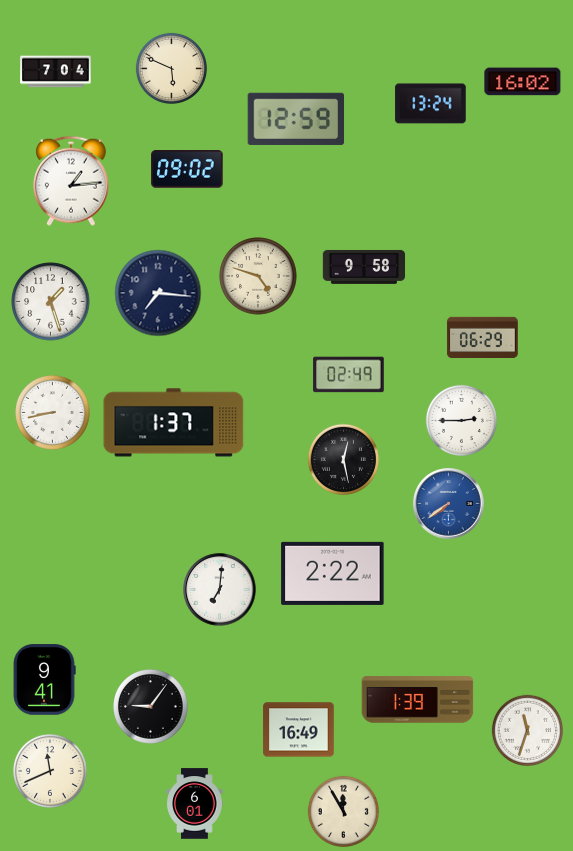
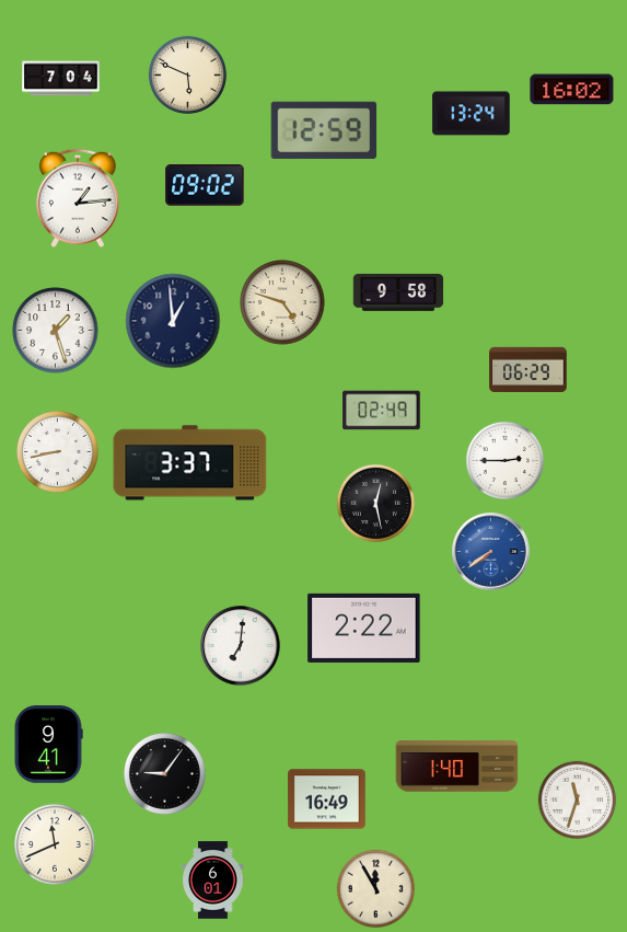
clock at (158, 293): 7:16 -> 12:59
clock at (174, 423): 1:37 -> 3:37
clock at (418, 700): 1:39 -> 1:40
